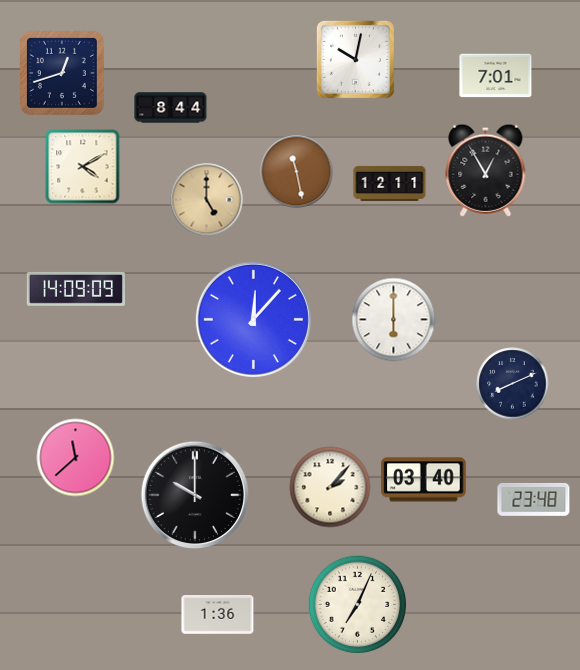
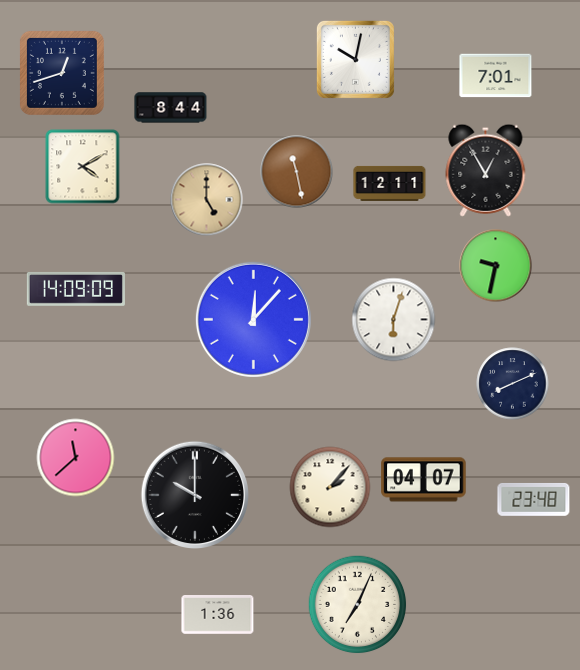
clock at (496, 266): none -> 9:32
clock at (394, 320): 6:00 -> 6:03
clock at (424, 480): 03:40 -> 04:07
